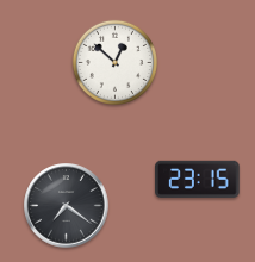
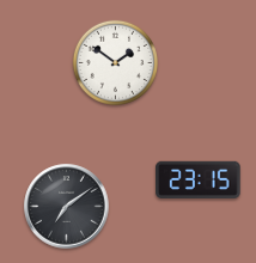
clock at (114, 62): 12:52 -> 1:51
clock at (67, 206): 7:21 -> 7:09
